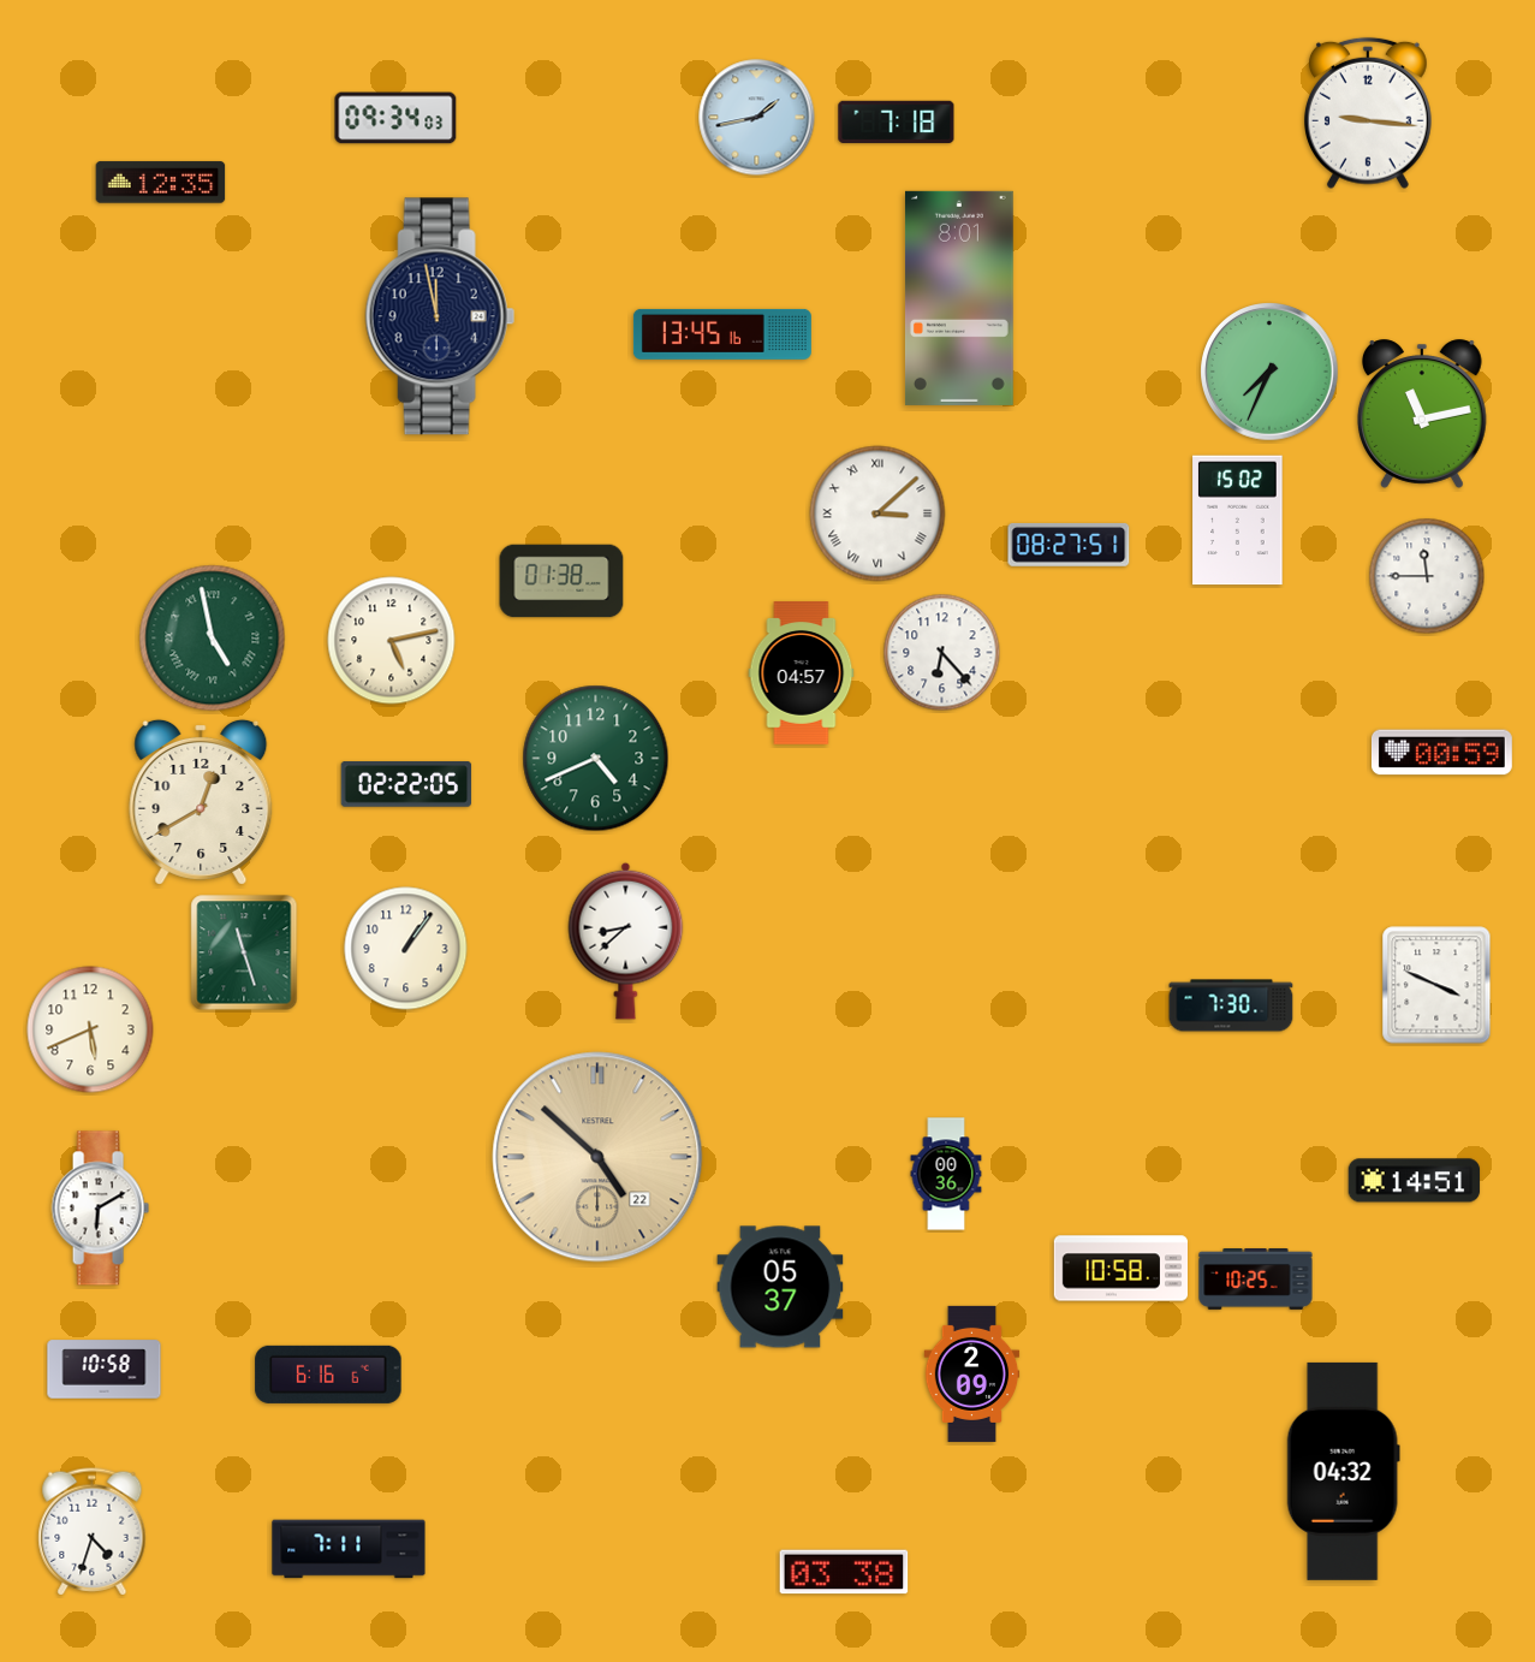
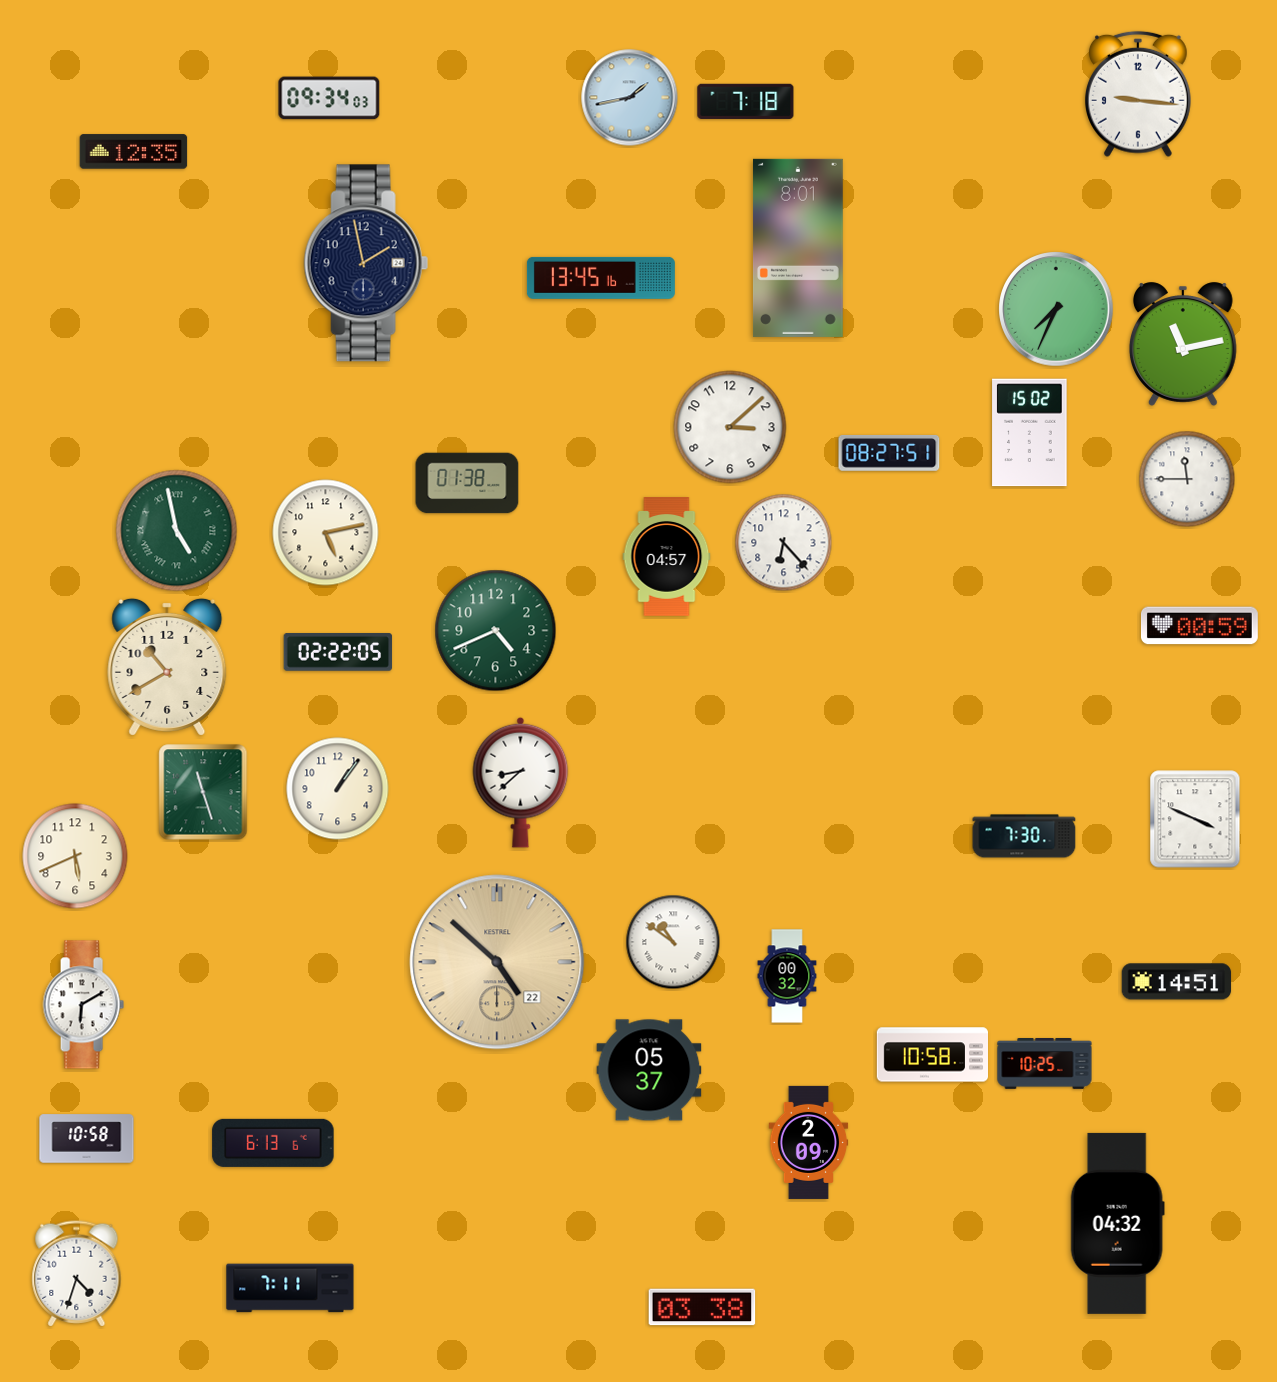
clock at (440, 316): 11:58 -> 1:58
clock at (877, 514) numerals: Roman -> Arabic
clock at (802, 673) position: (802, 673) -> (667, 557)
clock at (201, 802): 12:40 -> 10:40
clock at (673, 942): none -> 10:51
clock at (946, 1174): 00:36 -> 00:32
clock at (328, 1375): 6:16 -> 6:13
